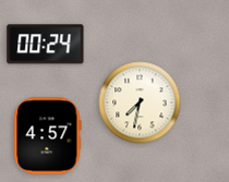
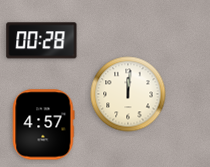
clock at (46, 45): 00:24 -> 00:28
clock at (140, 102): 7:32 -> 12:01
